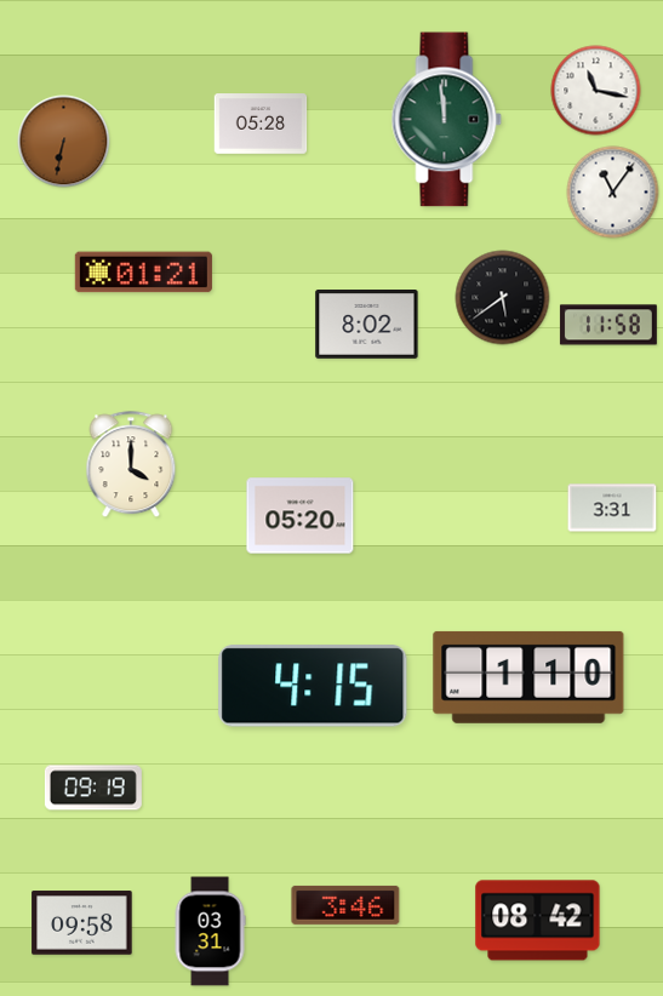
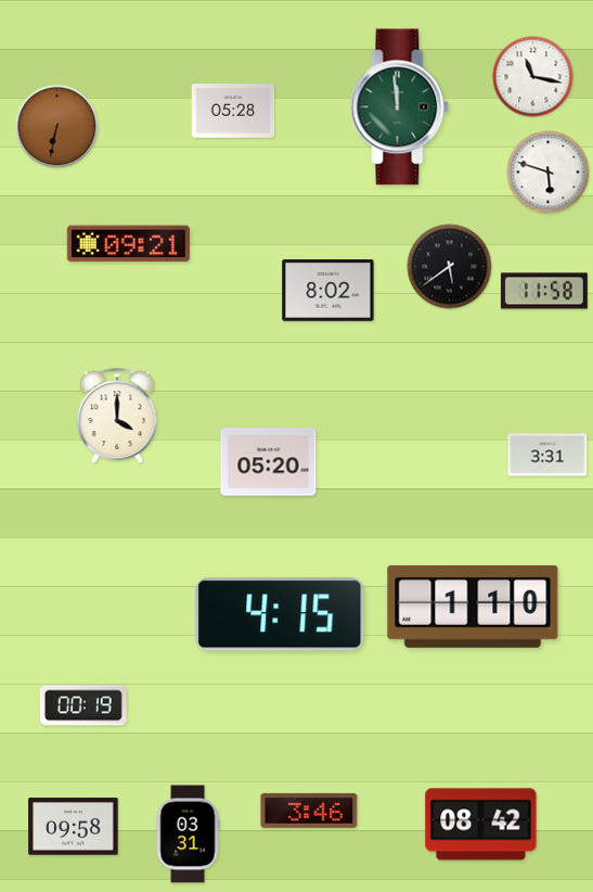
clock at (596, 91) position: (596, 91) -> (533, 77)
clock at (613, 193): 11:06 -> 5:48
clock at (143, 273): 01:21 -> 09:21
clock at (93, 788): 09:19 -> 00:19
